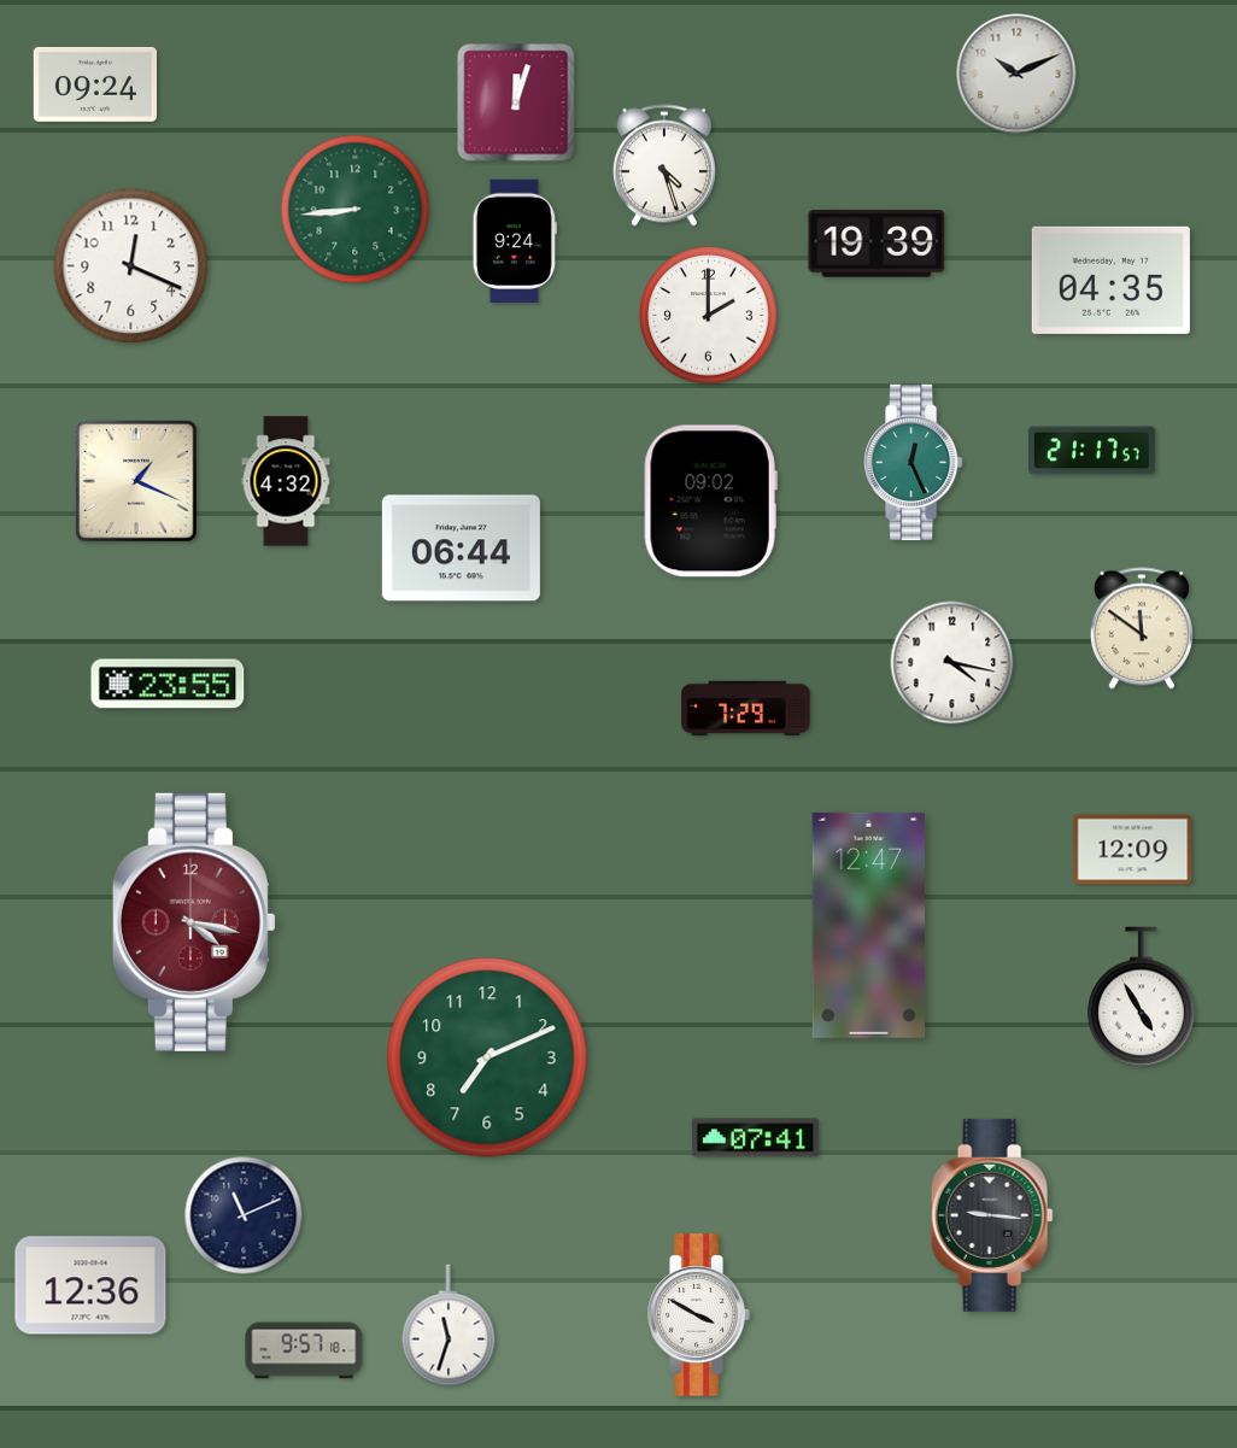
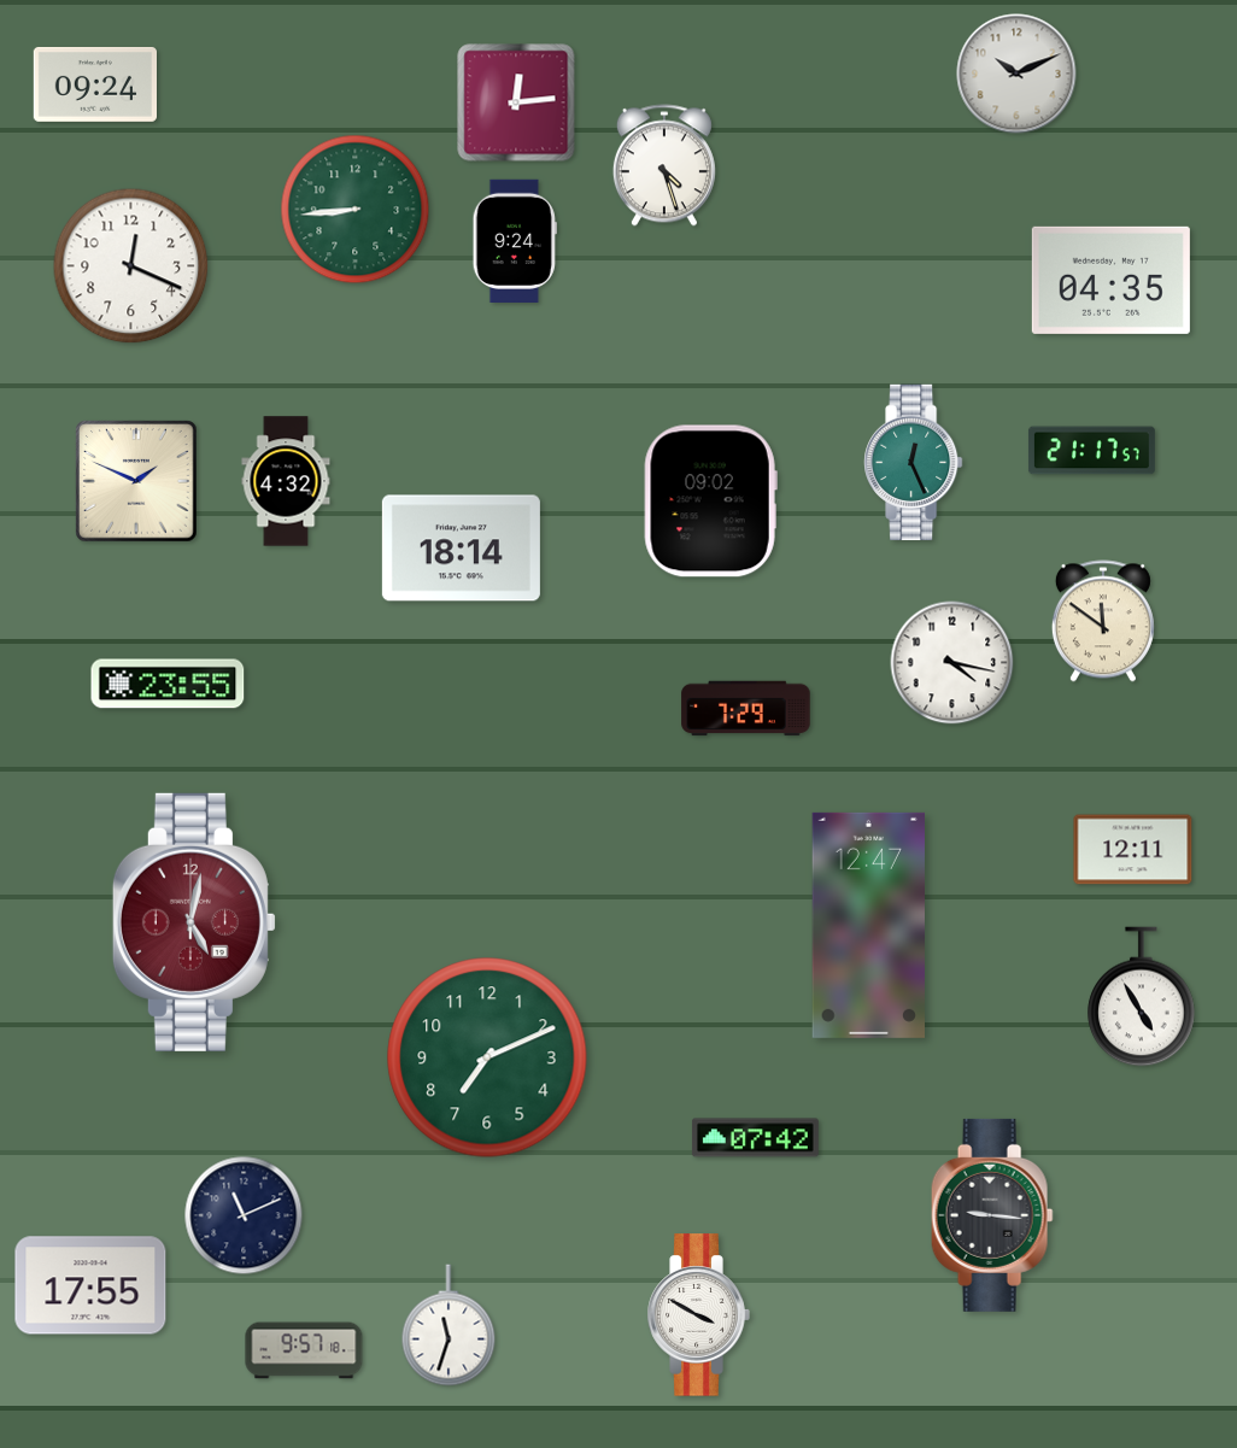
clock at (516, 102): 12:03 -> 12:14
clock at (877, 244): 19:39 -> none
clock at (709, 316): 2:00 -> none
clock at (136, 481): 1:19 -> 1:49
clock at (461, 549): 06:44 -> 18:14
clock at (1142, 628) position: (1142, 628) -> (1103, 621)
clock at (1133, 850): 12:09 -> 12:11
clock at (194, 922): 4:17 -> 5:02
clock at (755, 1138): 07:41 -> 07:42
clock at (90, 1285): 12:36 -> 17:55
